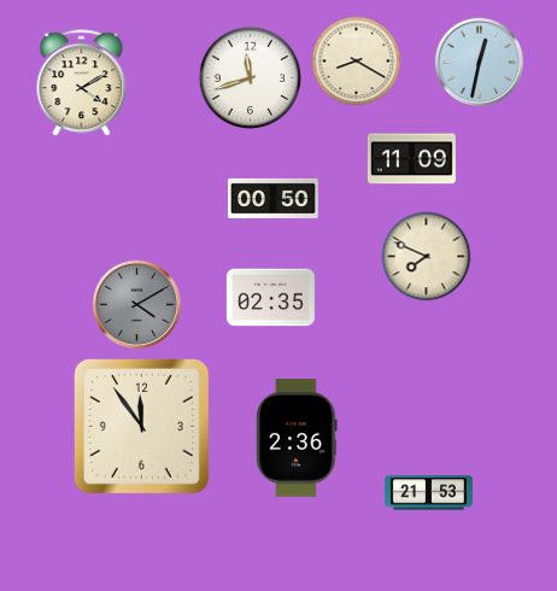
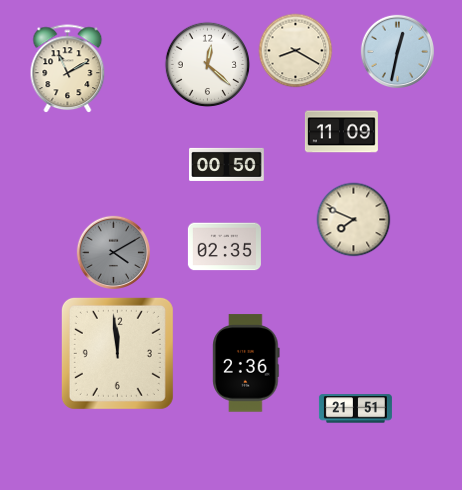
clock at (250, 77): 11:42 -> 12:22
clock at (82, 83): 4:10 -> 11:10
clock at (427, 257) position: (427, 257) -> (354, 220)
clock at (141, 426): 11:54 -> 11:59
clock at (428, 493): 21:53 -> 21:51
